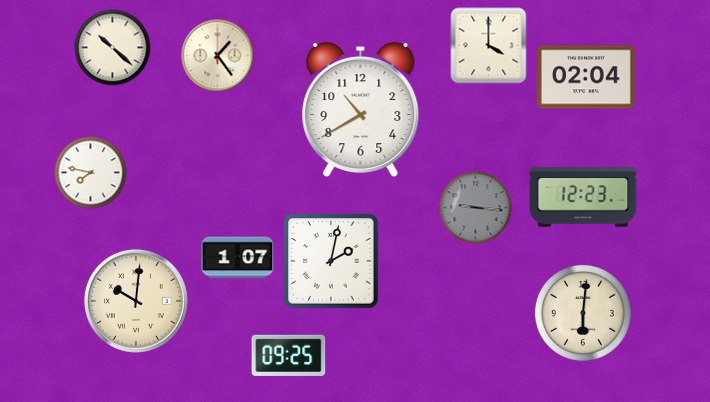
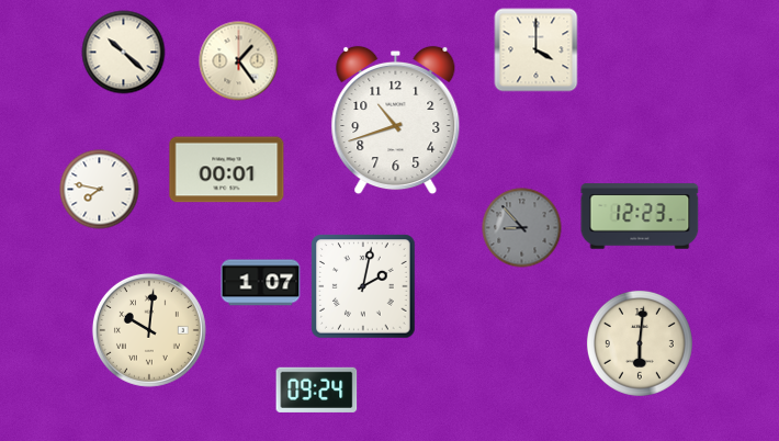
clock at (587, 77): 02:04 -> none
clock at (361, 110): 10:40 -> 10:42
clock at (227, 170): none -> 00:01
clock at (476, 208): 9:16 -> 8:53
clock at (289, 355): 09:25 -> 09:24
